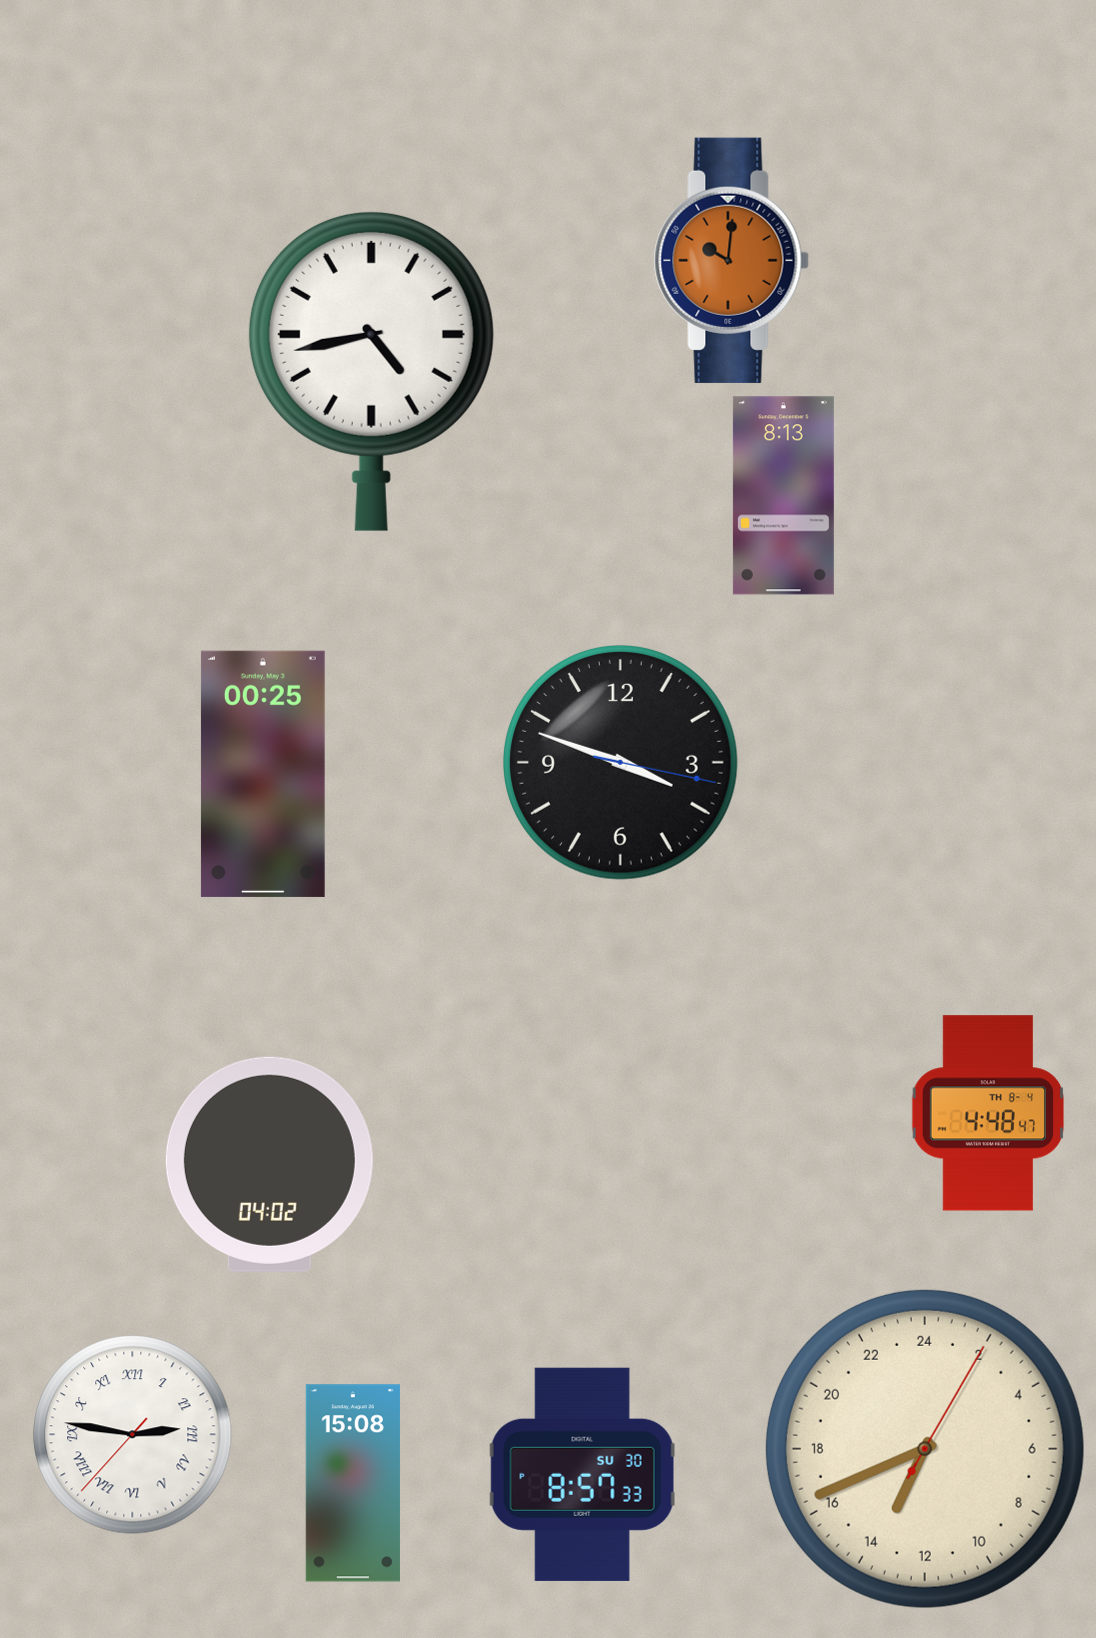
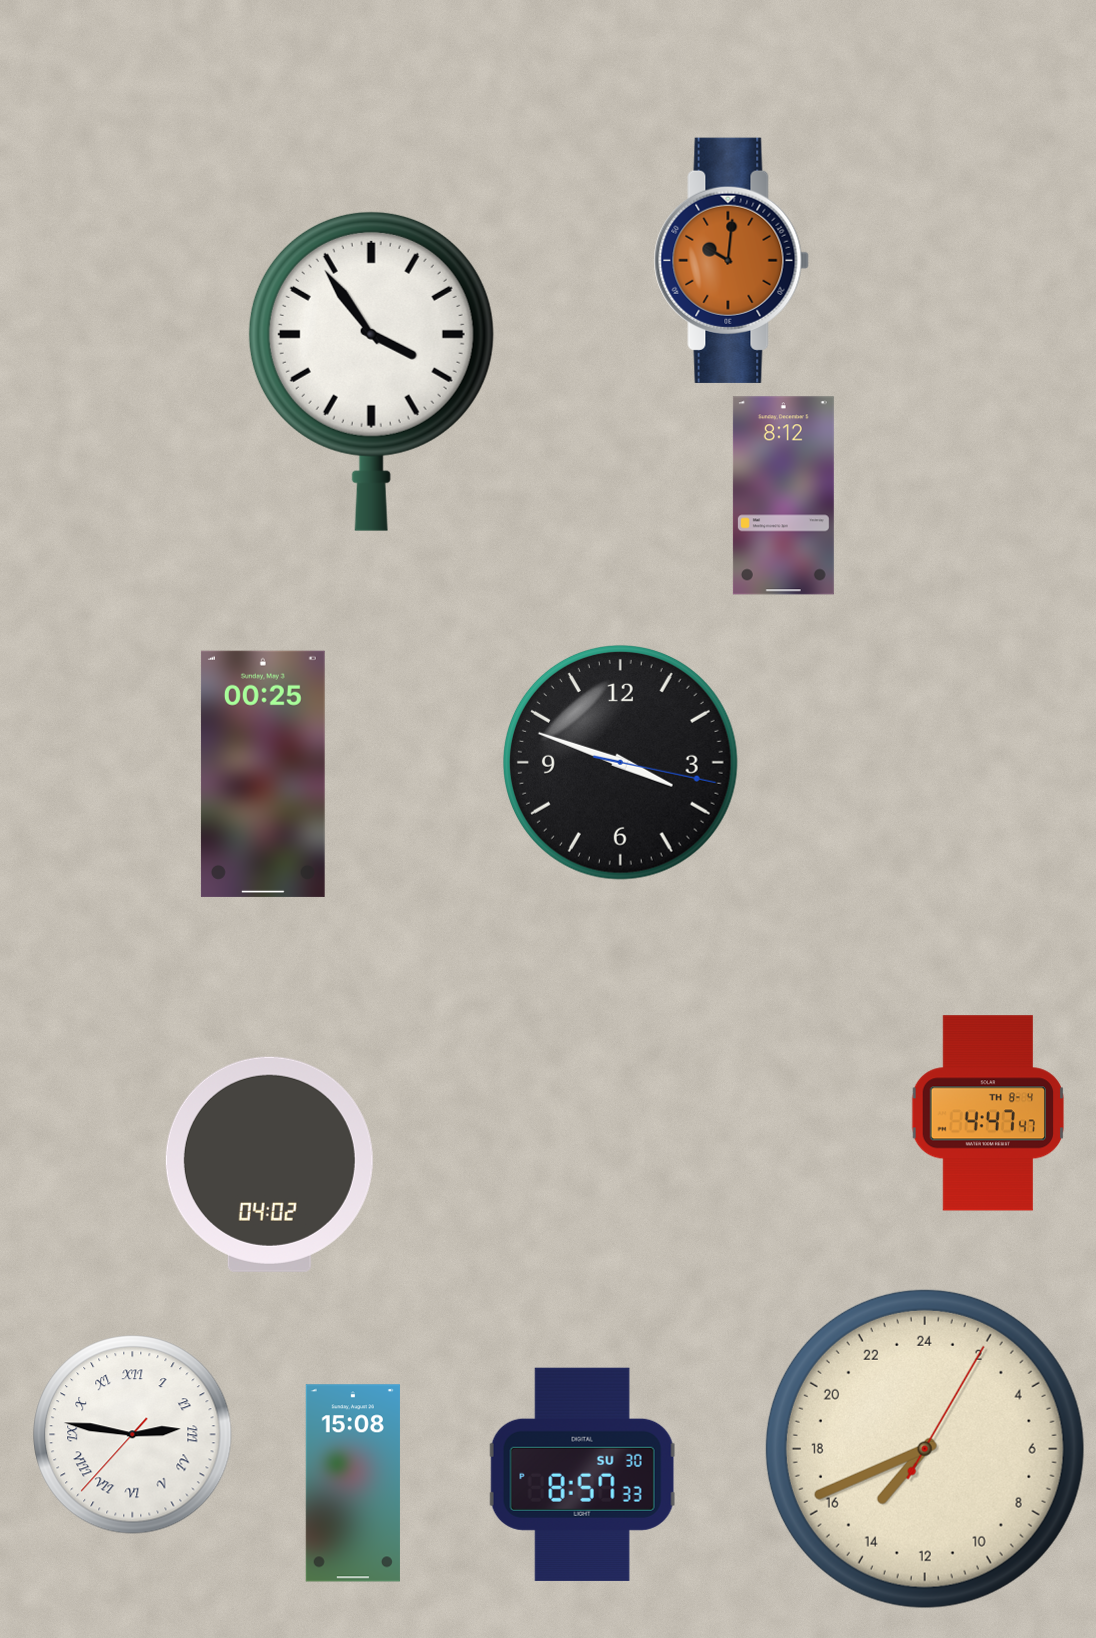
clock at (371, 371): 4:43 -> 3:54
clock at (783, 496): 8:13 -> 8:12
clock at (988, 1113): 4:48 -> 4:47
clock at (925, 1449): 13:41 -> 14:41
